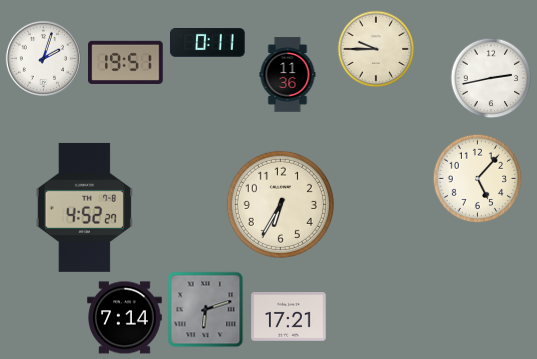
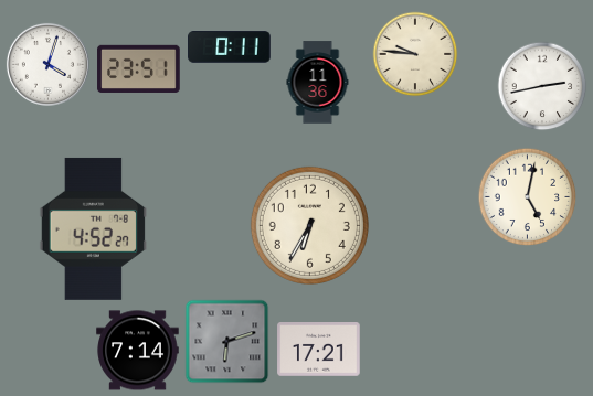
clock at (376, 49): 9:45 -> 9:46
clock at (43, 58): 2:03 -> 4:03
clock at (126, 62): 19:51 -> 23:51
clock at (478, 179): 5:07 -> 5:02
